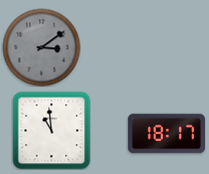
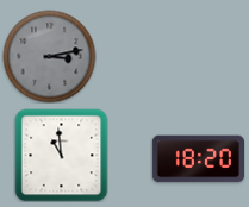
clock at (41, 47): 3:09 -> 3:13
clock at (166, 134): 18:17 -> 18:20
